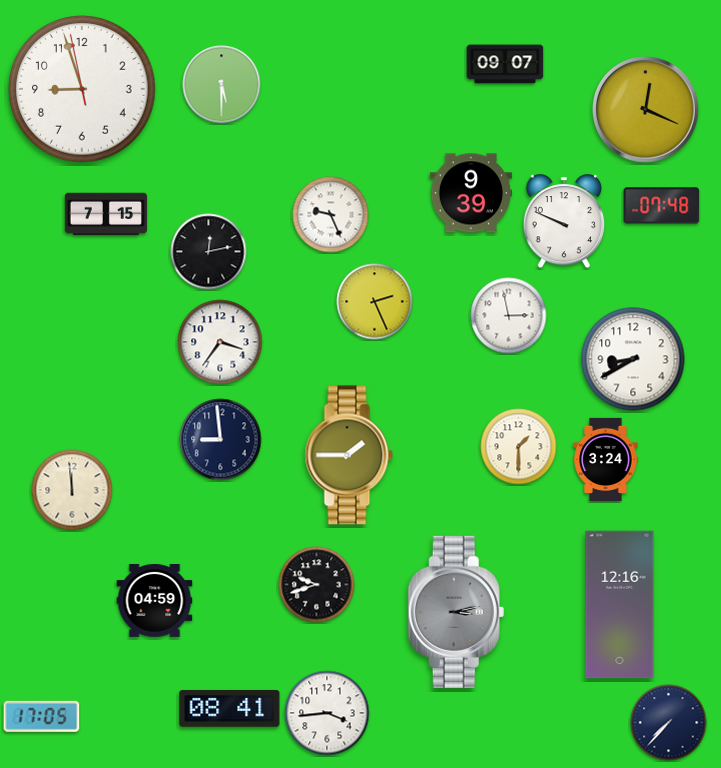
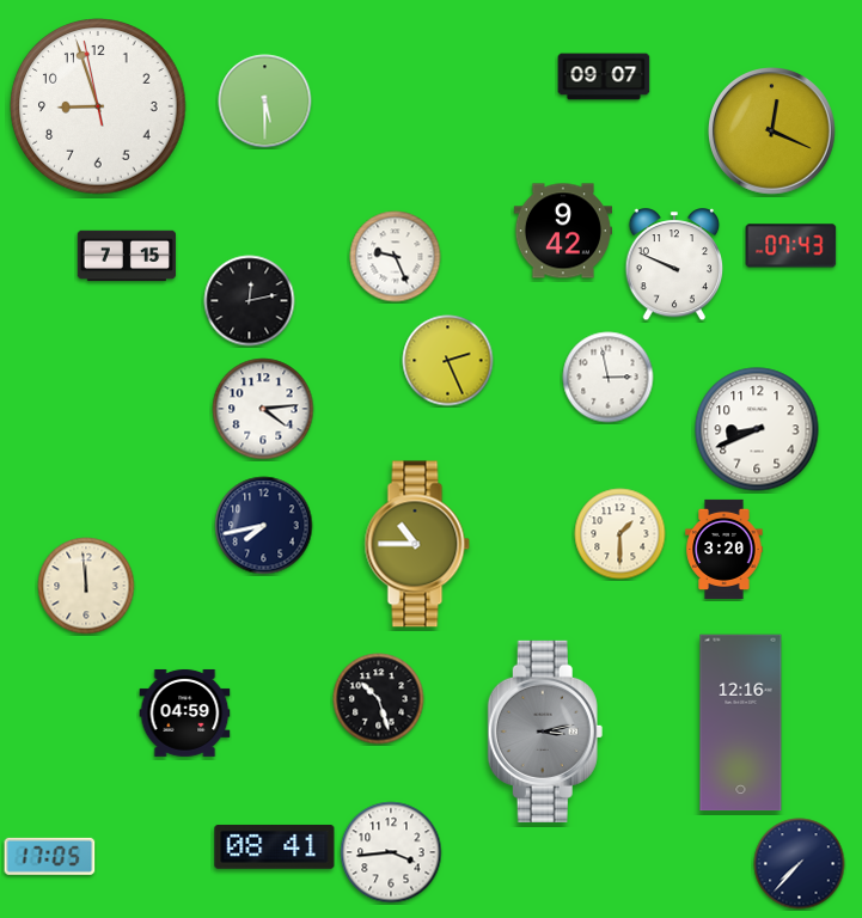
clock at (470, 193): 9:39 -> 9:42
clock at (662, 206): 07:48 -> 07:43
clock at (220, 342): 3:36 -> 4:14
clock at (633, 359): 8:40 -> 8:41
clock at (221, 440): 8:59 -> 7:43
clock at (349, 455): 1:45 -> 10:45
clock at (606, 459): 3:24 -> 3:20
clock at (317, 585): 9:42 -> 10:27
clock at (155, 600) position: (155, 600) -> (185, 712)
